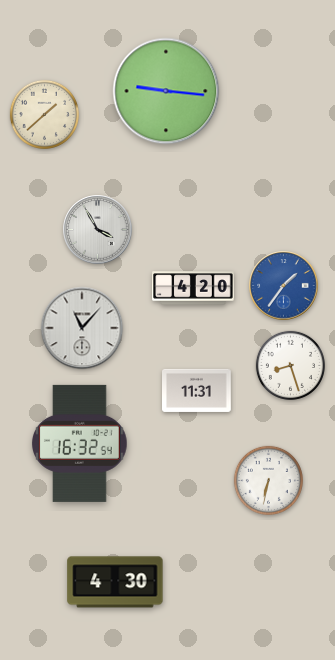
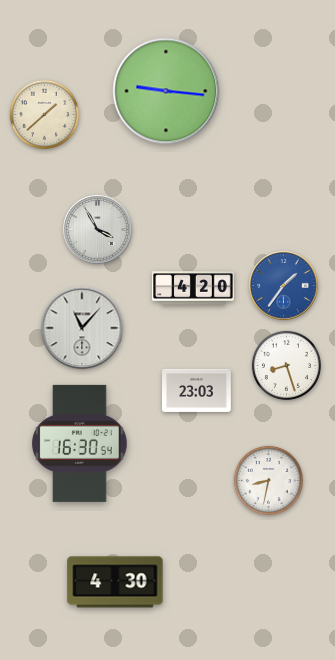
clock at (290, 365) position: (290, 365) -> (286, 365)
clock at (197, 390): 11:31 -> 23:03
clock at (79, 443): 16:32 -> 16:30
clock at (268, 480): 6:32 -> 8:32
